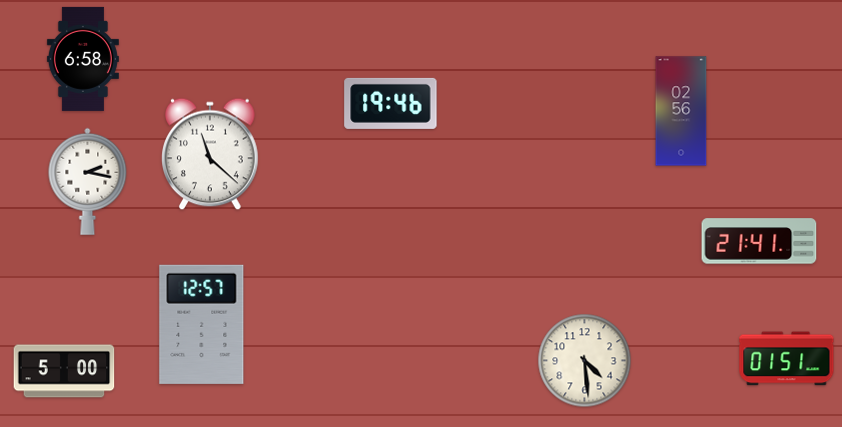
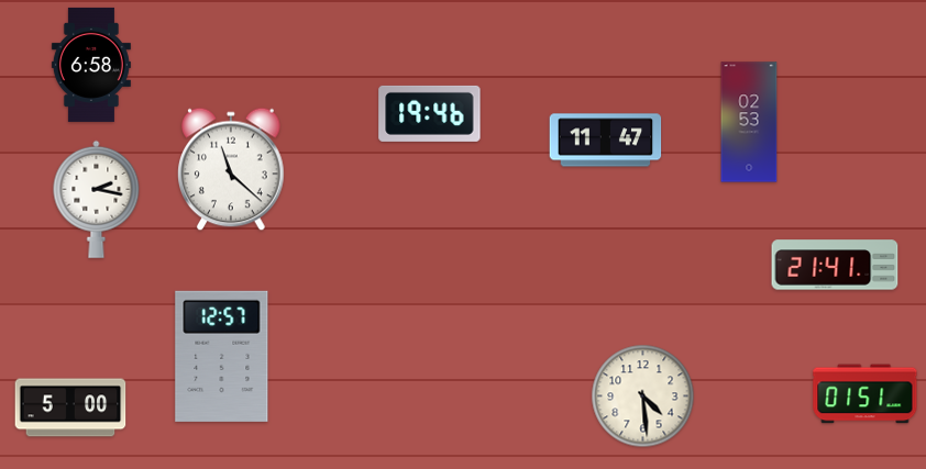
clock at (681, 111): 02:56 -> 02:53
clock at (606, 141): none -> 11:47
